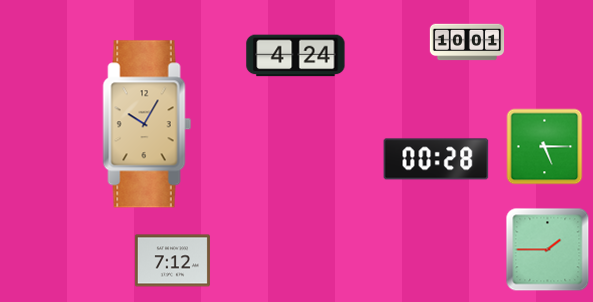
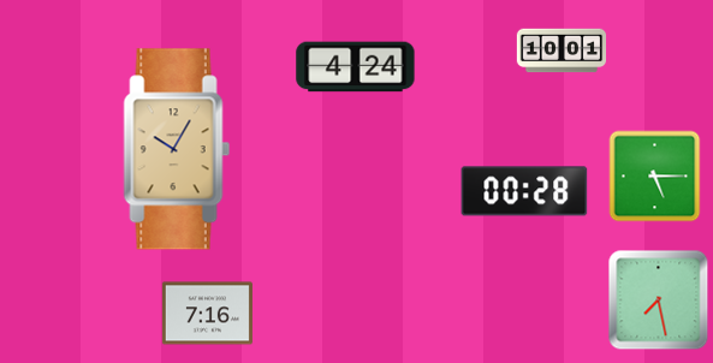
clock at (548, 250): 1:45 -> 7:28
clock at (172, 261): 7:12 -> 7:16
